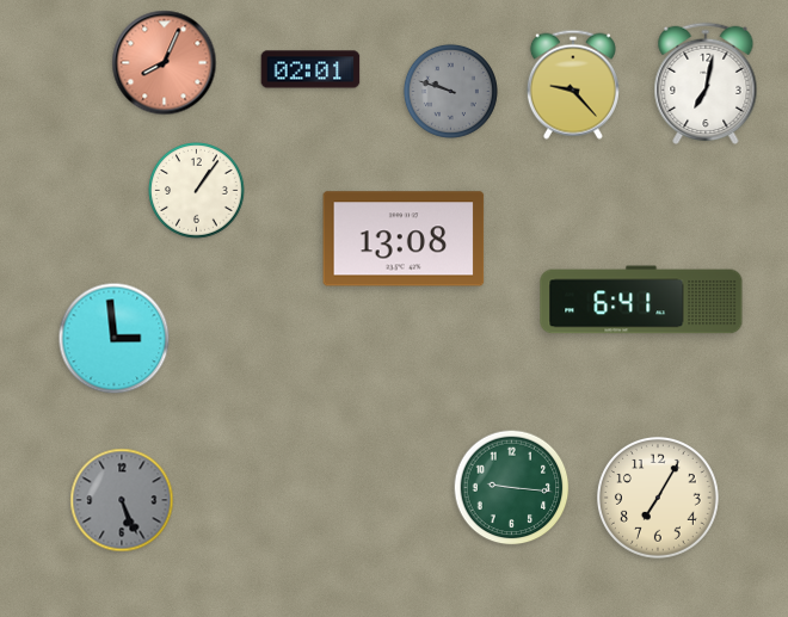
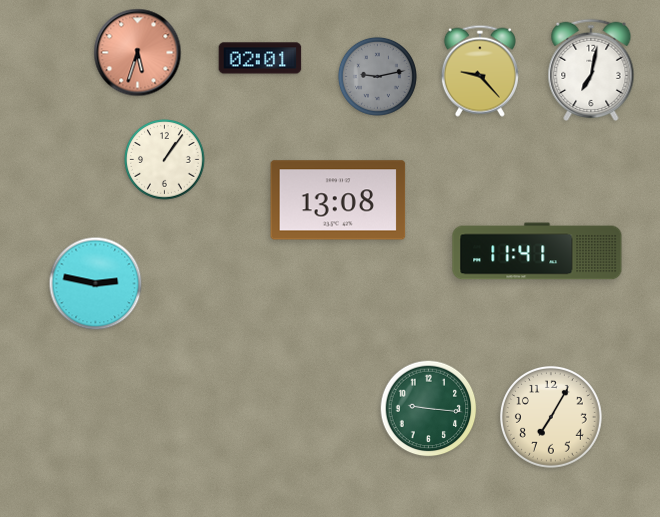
clock at (165, 63): 8:04 -> 5:33
clock at (450, 91): 9:48 -> 9:13
clock at (641, 300): 6:41 -> 11:41
clock at (115, 339): 2:59 -> 2:47
clock at (122, 500): 5:26 -> none
